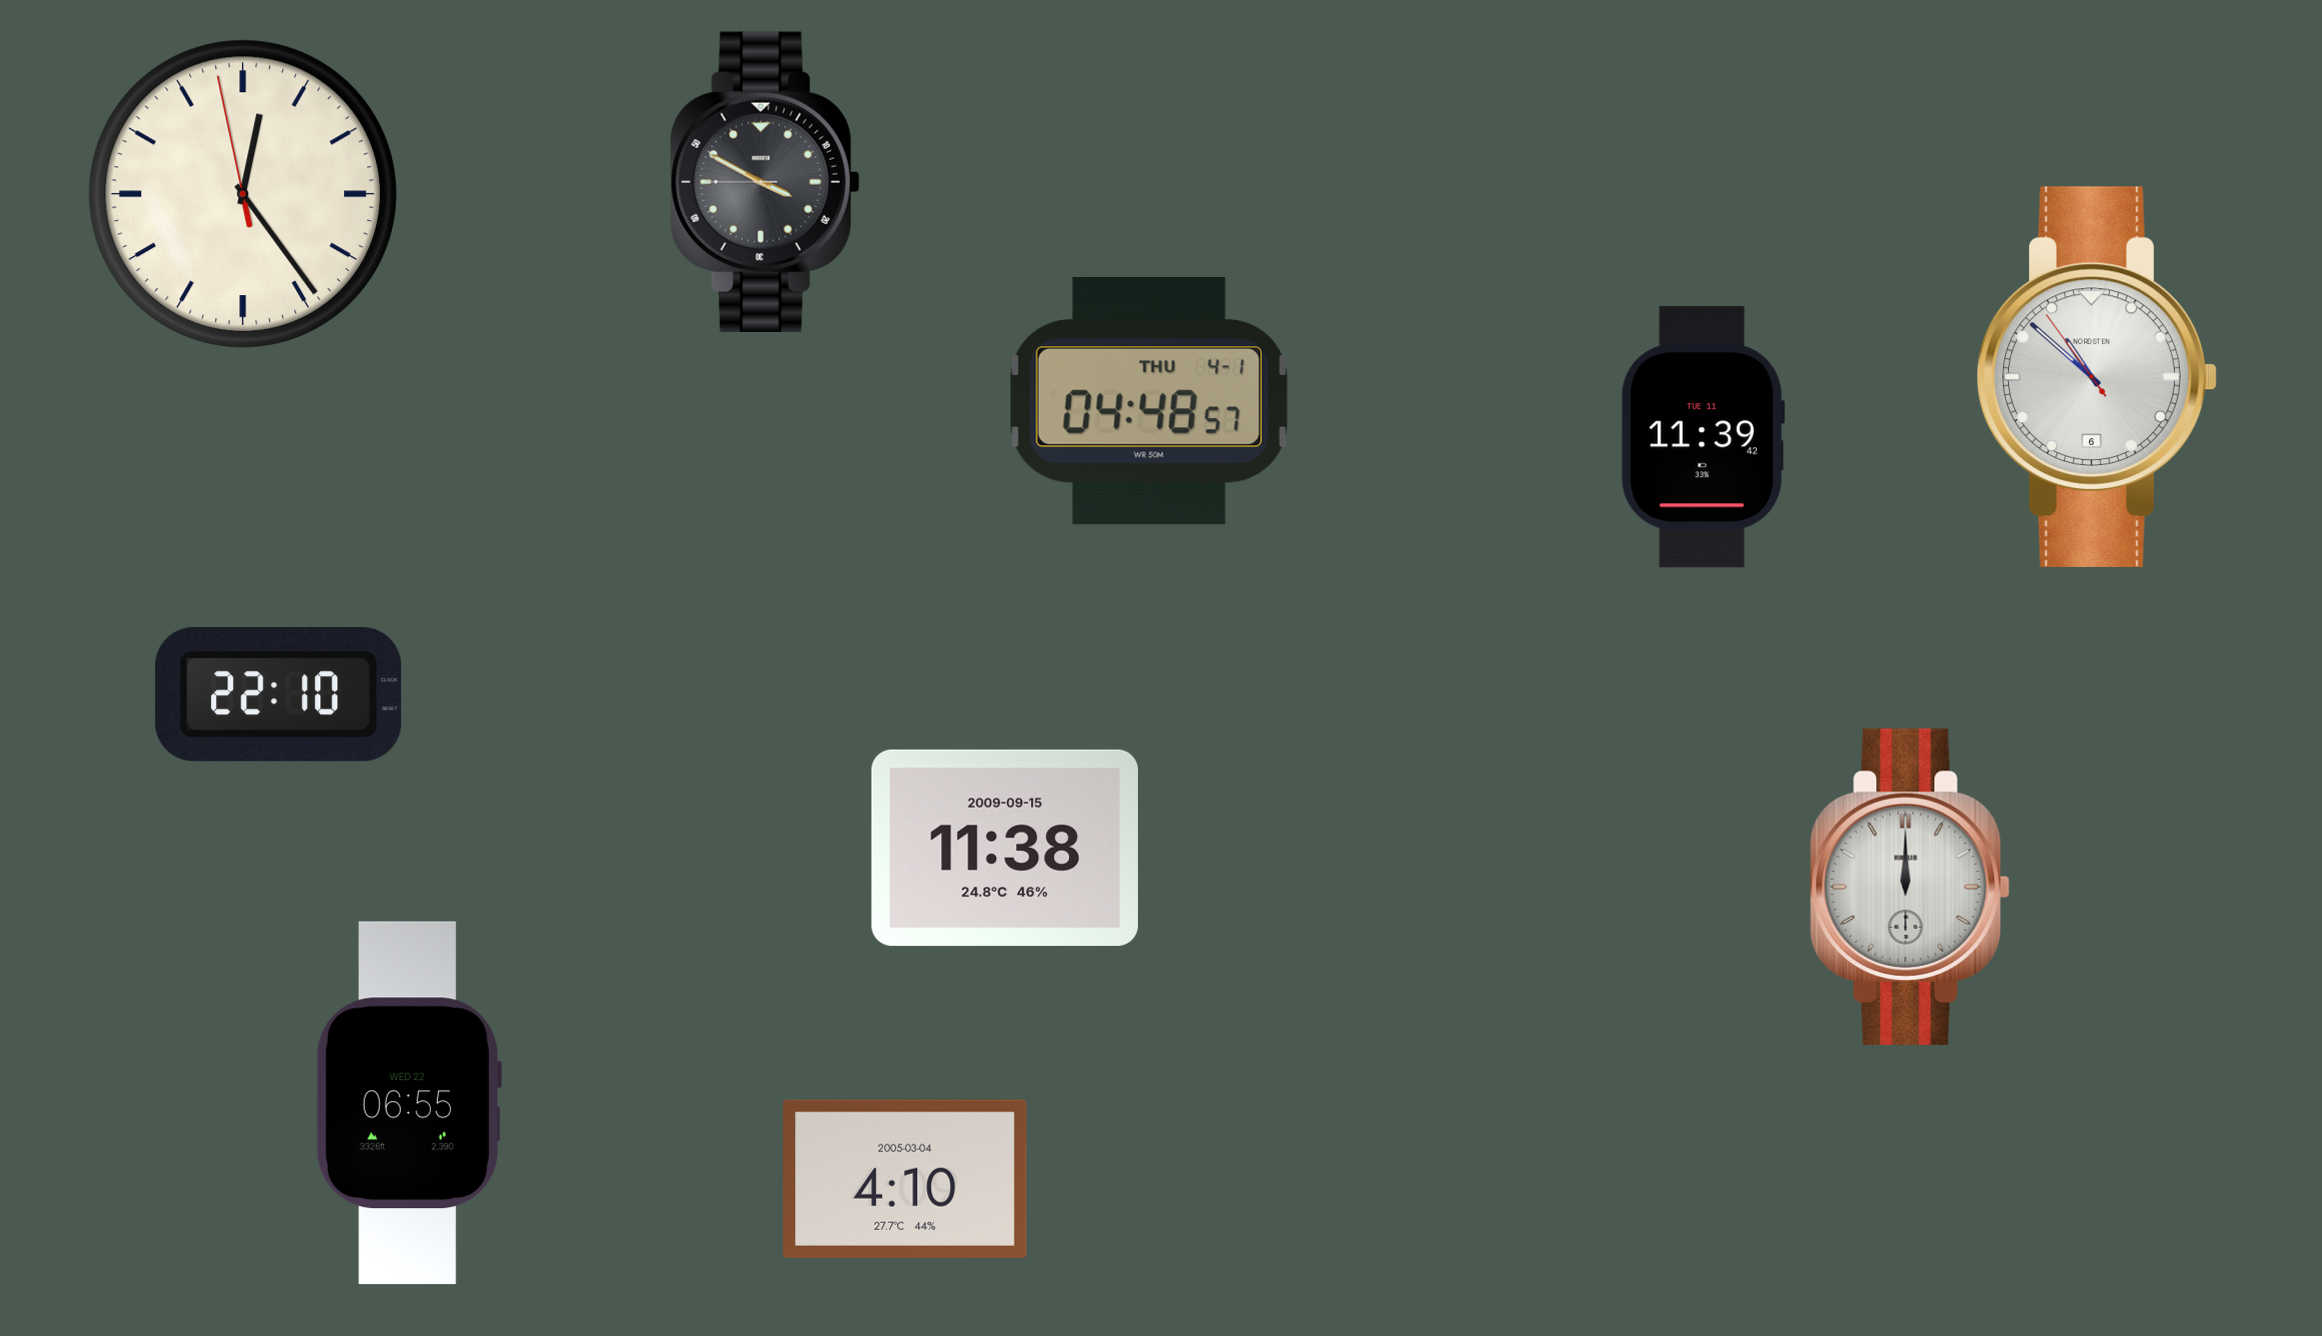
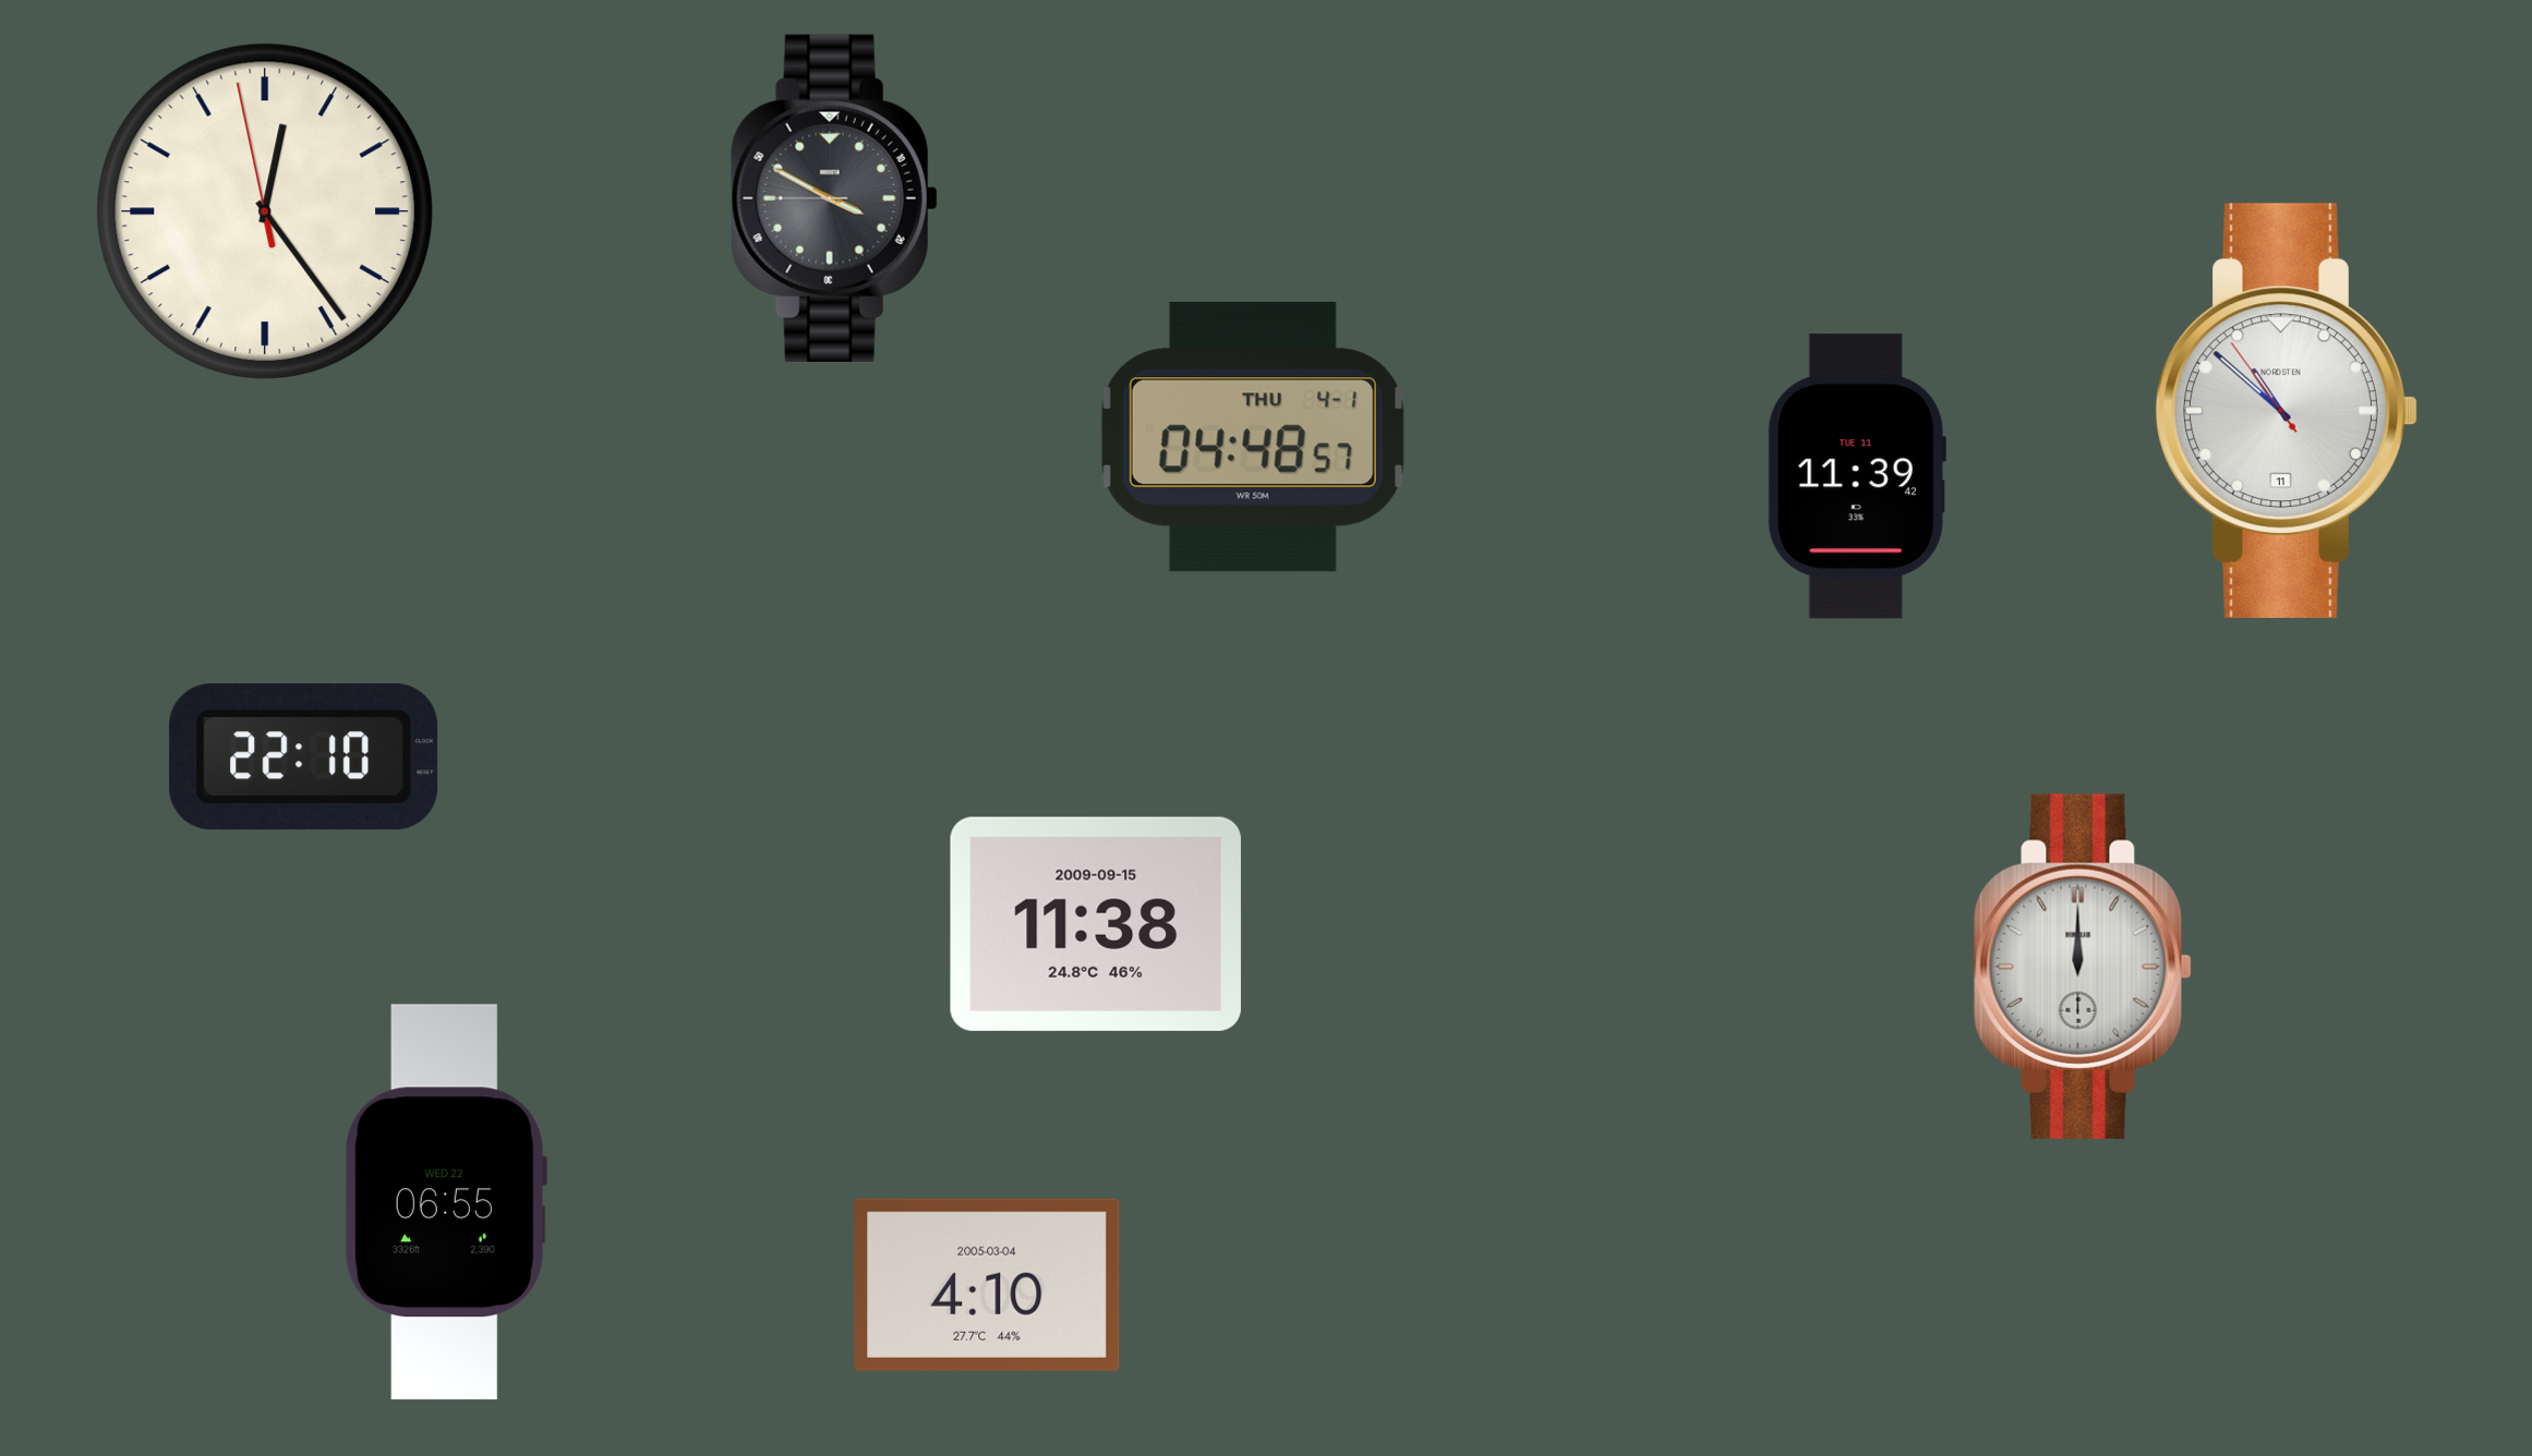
clock at (2097, 377) date: 6 -> 11
